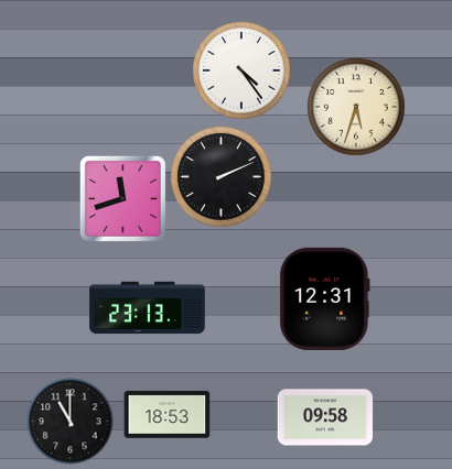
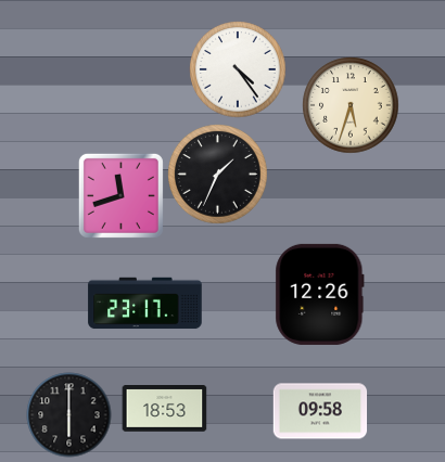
clock at (222, 177): 2:11 -> 1:34
clock at (325, 298): 12:31 -> 12:26
clock at (148, 308): 23:13 -> 23:17
clock at (69, 421): 11:00 -> 6:00
